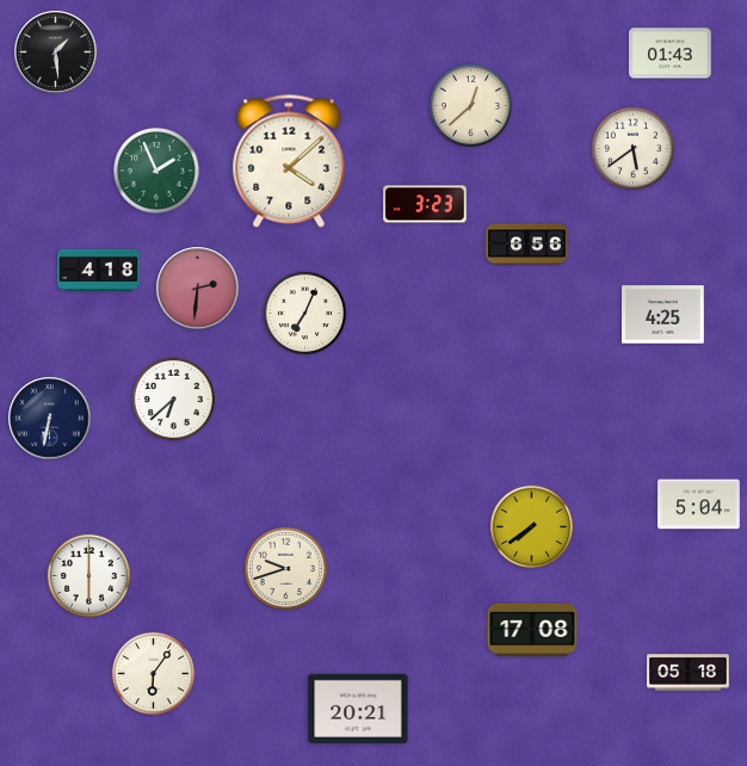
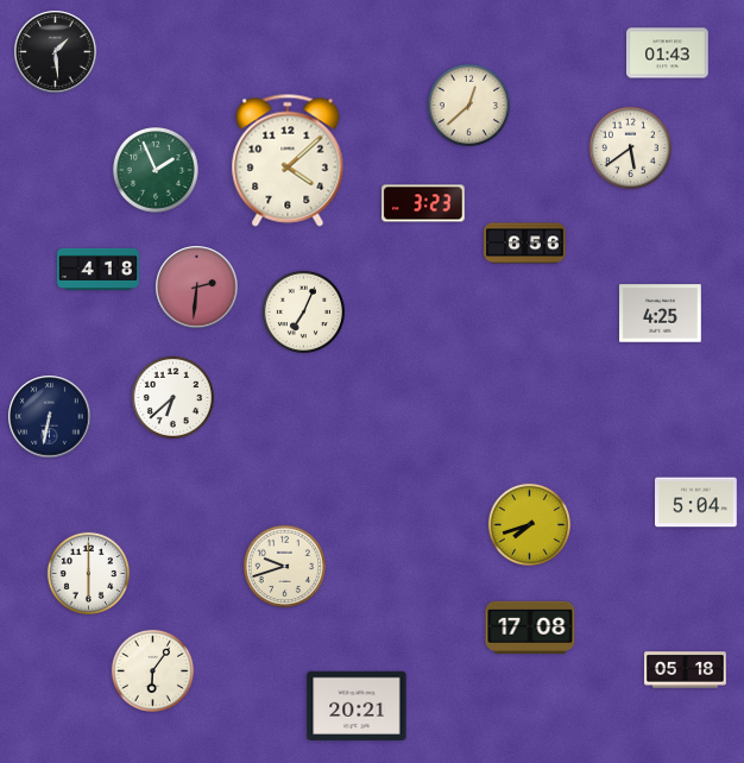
clock at (531, 526): 7:39 -> 7:42
